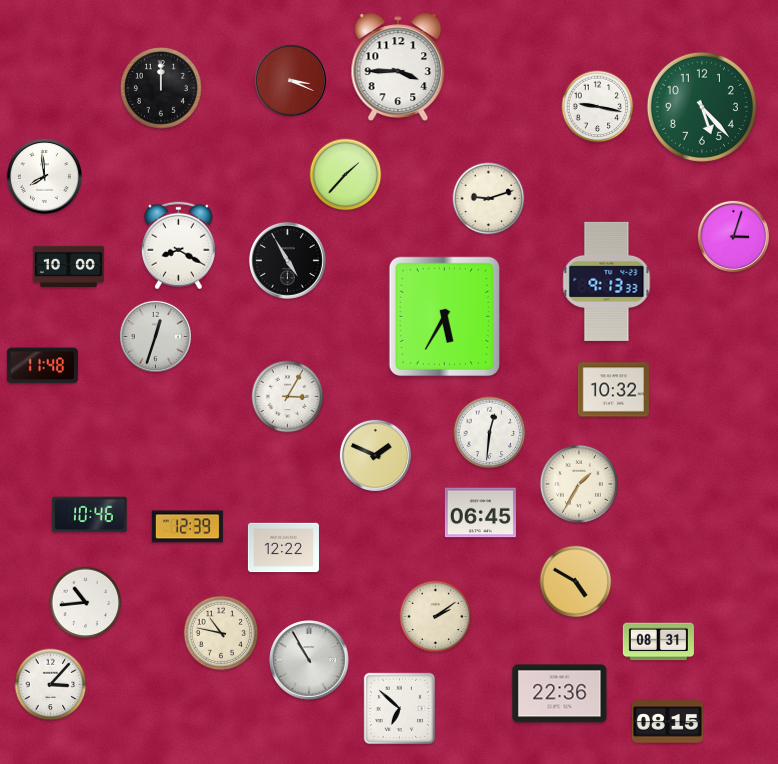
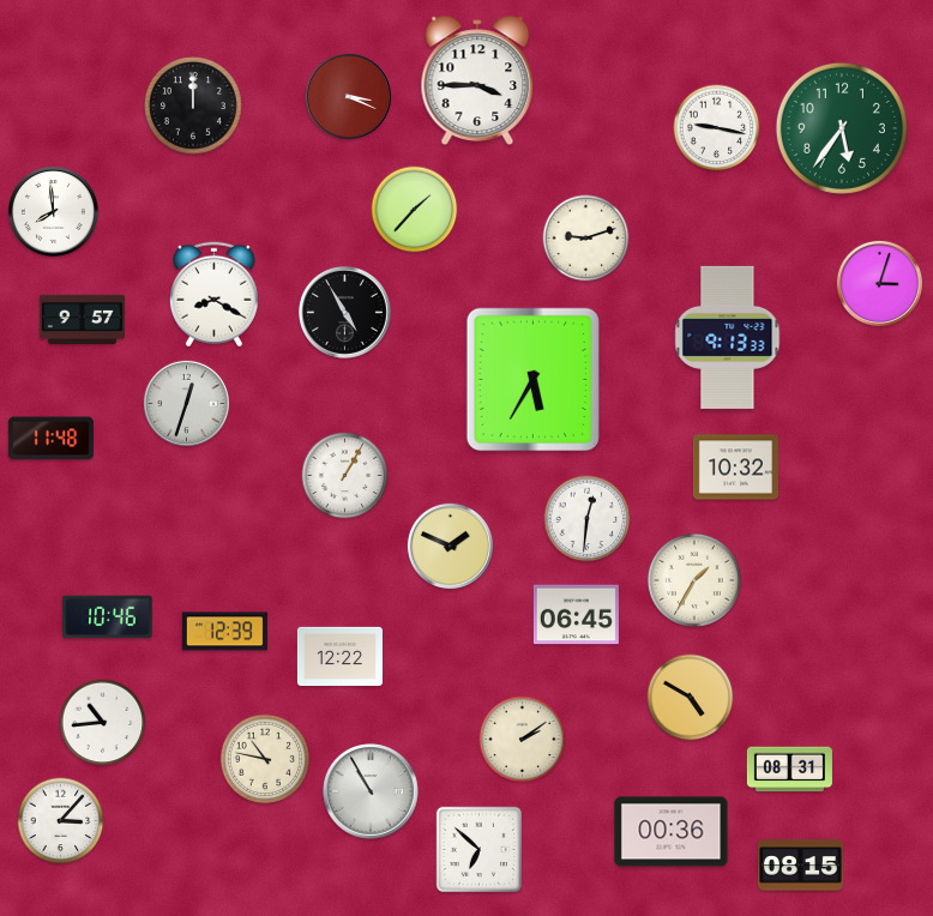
clock at (702, 107): 5:23 -> 5:36
clock at (68, 267): 10:00 -> 9:57
clock at (288, 397): 3:05 -> 1:05
clock at (560, 694): 22:36 -> 00:36
